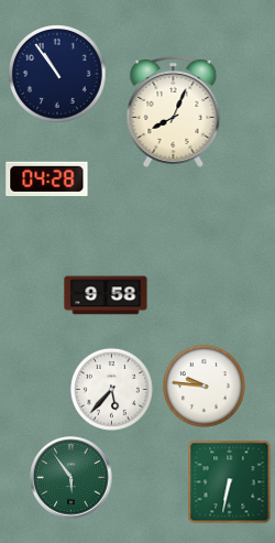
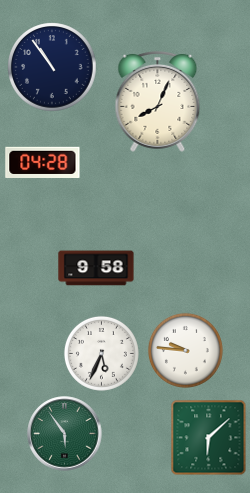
clock at (111, 389): 5:37 -> 5:34
clock at (230, 482): 6:32 -> 6:08
